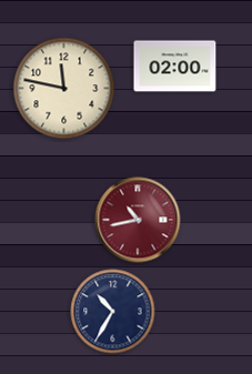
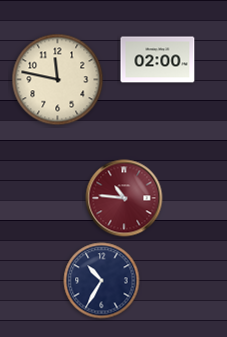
clock at (138, 220): 10:43 -> 10:46
